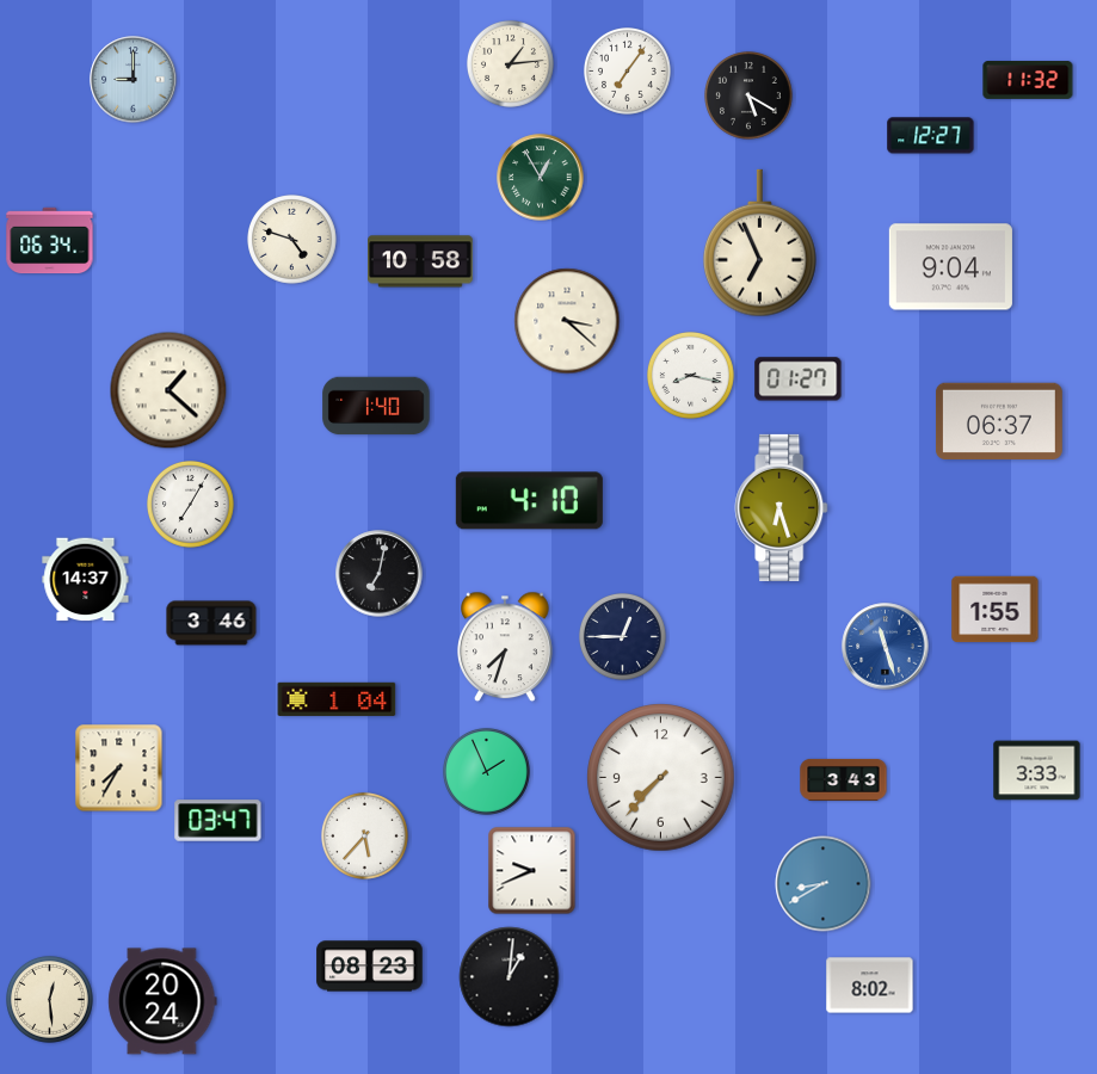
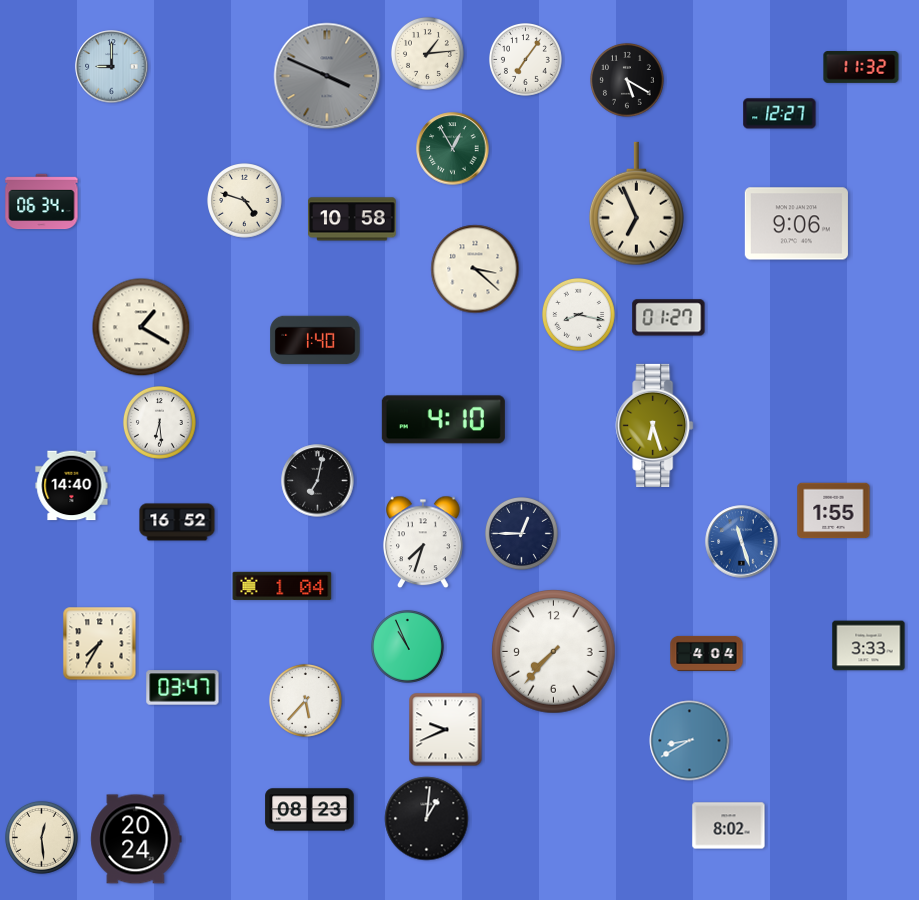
clock at (327, 76): none -> 3:49
clock at (950, 267): 9:04 -> 9:06
clock at (168, 390): 1:22 -> 1:20
clock at (999, 420): 06:37 -> none
clock at (191, 505): 7:05 -> 6:29
clock at (86, 580): 14:37 -> 14:40
clock at (211, 623): 3:46 -> 16:52
clock at (487, 772): 1:56 -> 10:56
clock at (844, 779): 3:43 -> 4:04
